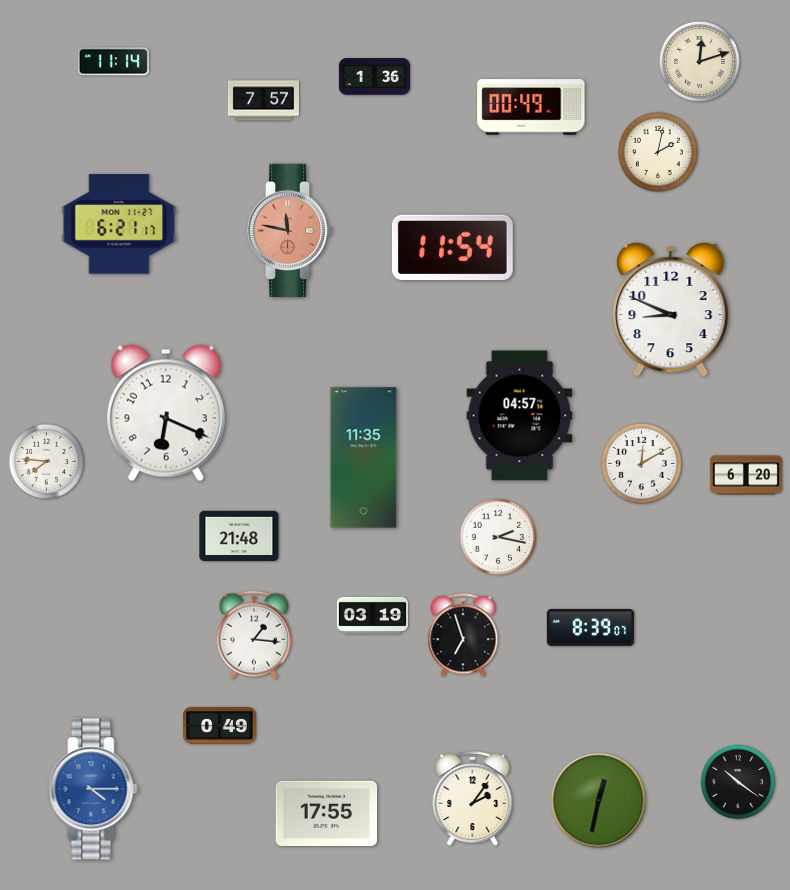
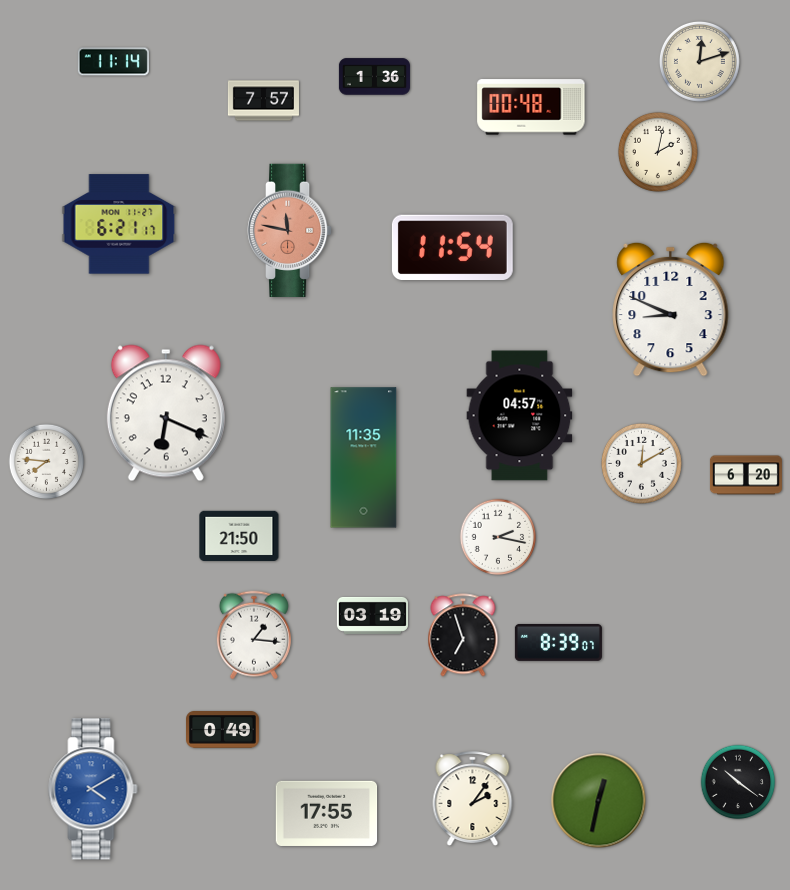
clock at (531, 107): 00:49 -> 00:48
clock at (239, 535): 21:48 -> 21:50
clock at (590, 627) position: (590, 627) -> (558, 642)
clock at (220, 726) position: (220, 726) -> (223, 730)
clock at (93, 789): 4:15 -> 4:10
